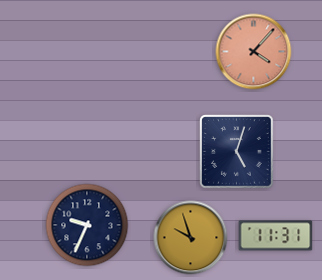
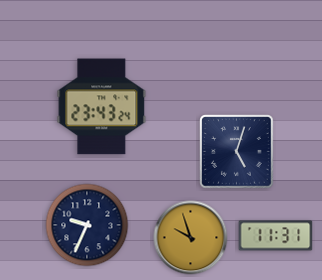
clock at (254, 52): 4:07 -> none
clock at (102, 107): none -> 23:43
